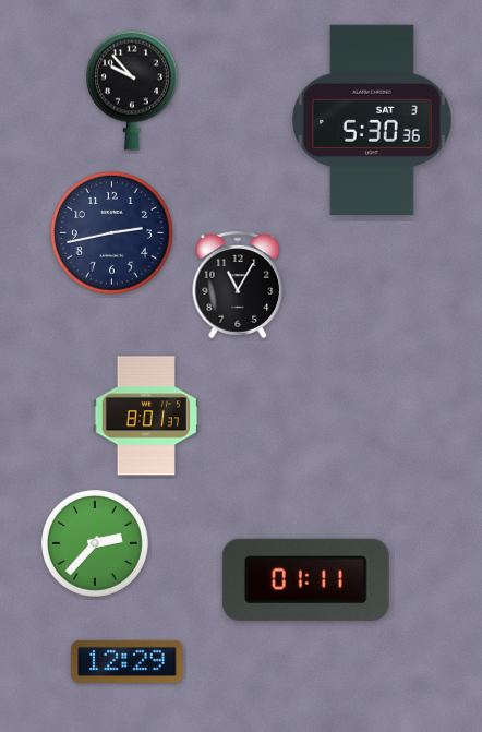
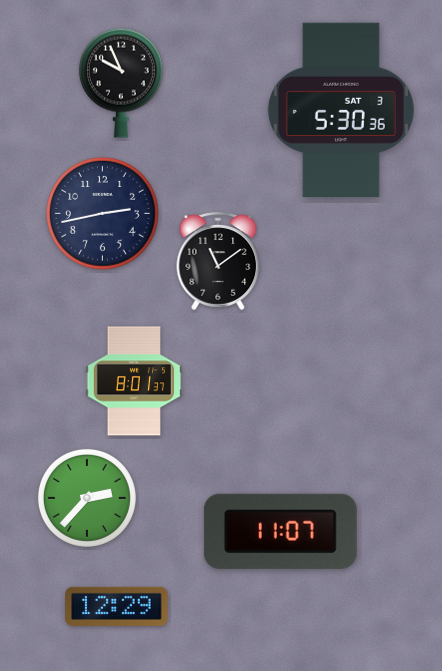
clock at (132, 91): 9:53 -> 9:56
clock at (238, 285): 11:05 -> 11:09
clock at (305, 579): 01:11 -> 11:07
